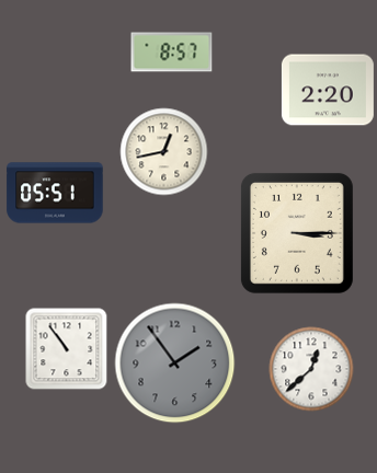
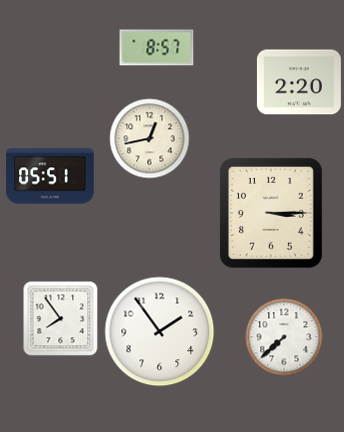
clock at (67, 349): 10:54 -> 7:54
clock at (175, 364) dial: grey -> white
clock at (311, 369): 12:38 -> 7:38
